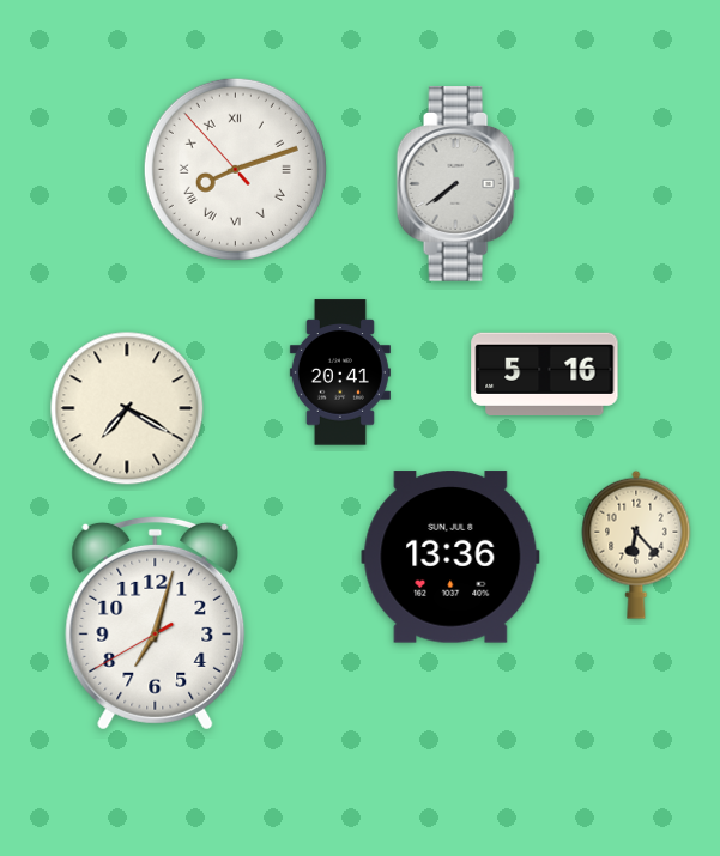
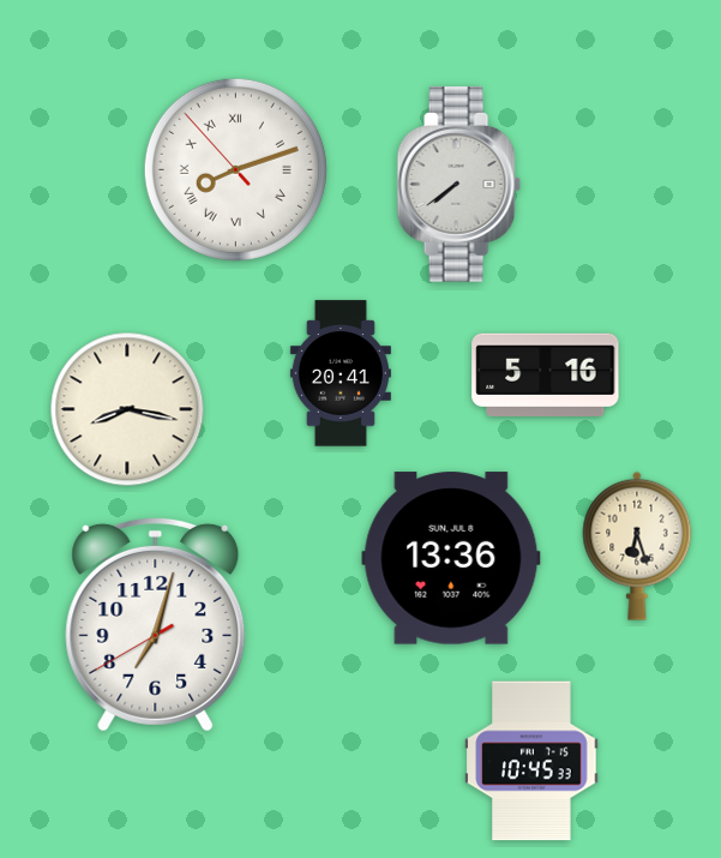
clock at (127, 408): 7:20 -> 8:17
clock at (636, 545): 6:23 -> 6:27
clock at (531, 761): none -> 10:45
